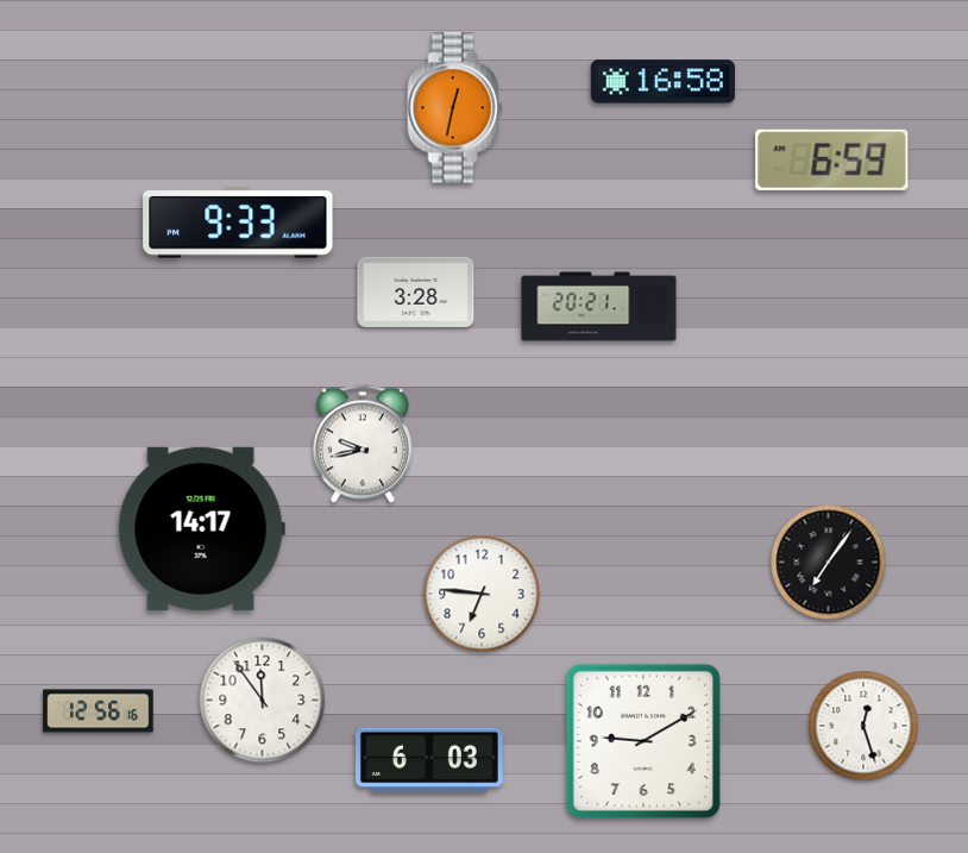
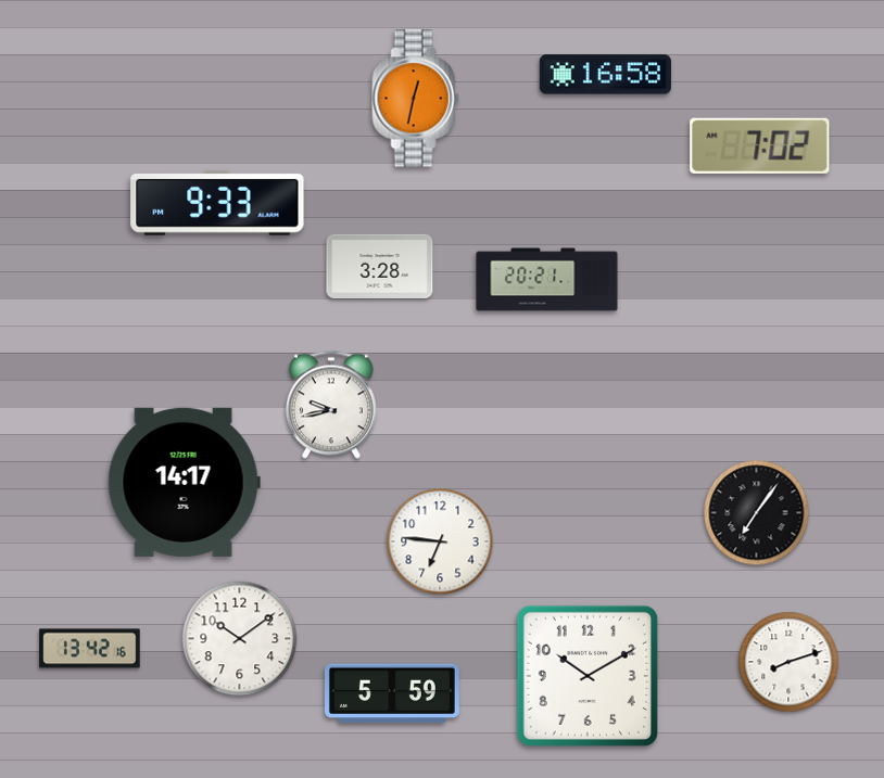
clock at (832, 159): 6:59 -> 7:02
clock at (263, 701): 11:54 -> 10:09
clock at (99, 711): 12:56 -> 13:42
clock at (863, 726): 12:27 -> 8:12
clock at (643, 741): 9:10 -> 10:10
clock at (429, 760): 6:03 -> 5:59
